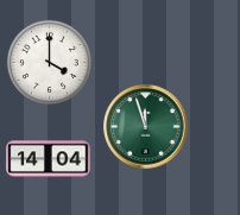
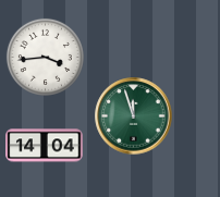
clock at (49, 62): 4:00 -> 3:44
